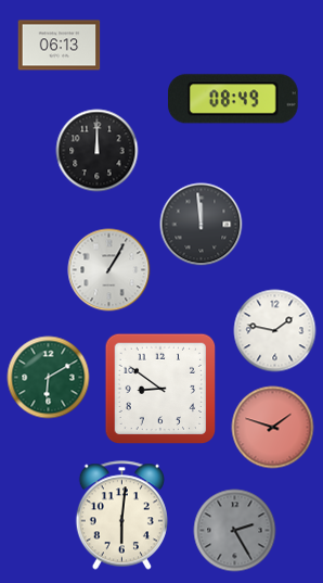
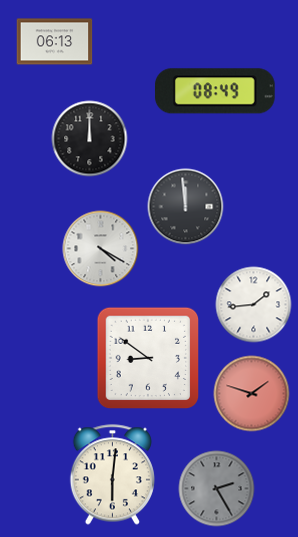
clock at (109, 270): 1:05 -> 4:20
clock at (275, 331): 1:47 -> 1:44
clock at (49, 378): 6:10 -> none
